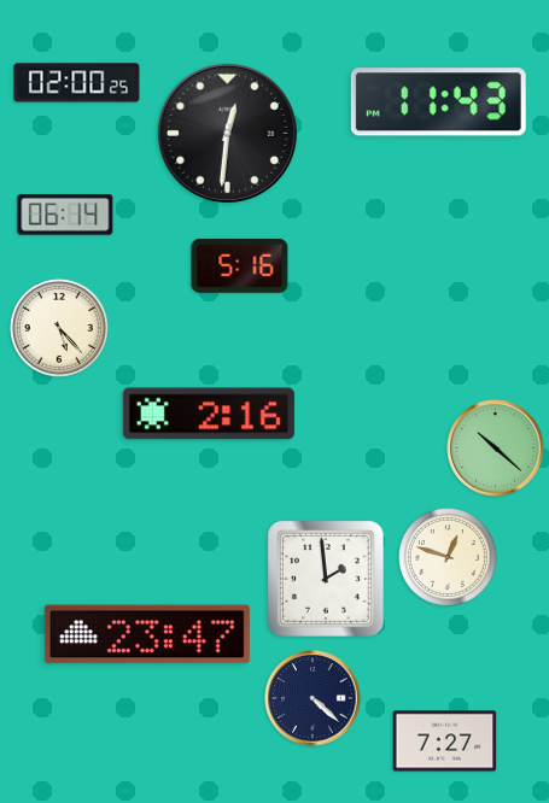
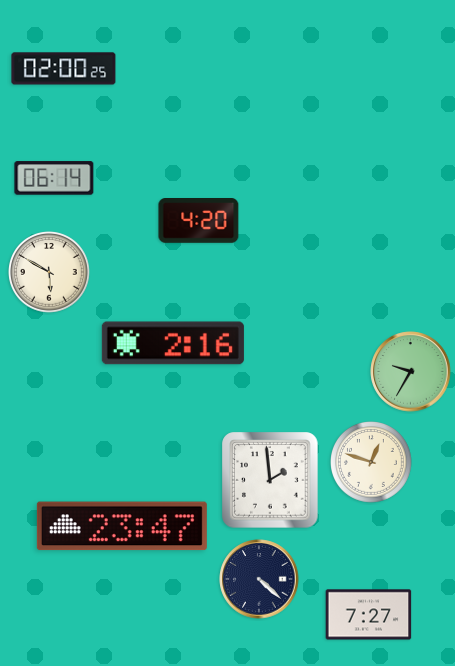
clock at (438, 102): 11:43 -> none
clock at (227, 133): 12:31 -> none
clock at (240, 266): 5:16 -> 4:20
clock at (60, 329): 5:23 -> 5:50
clock at (496, 449): 10:22 -> 9:35
